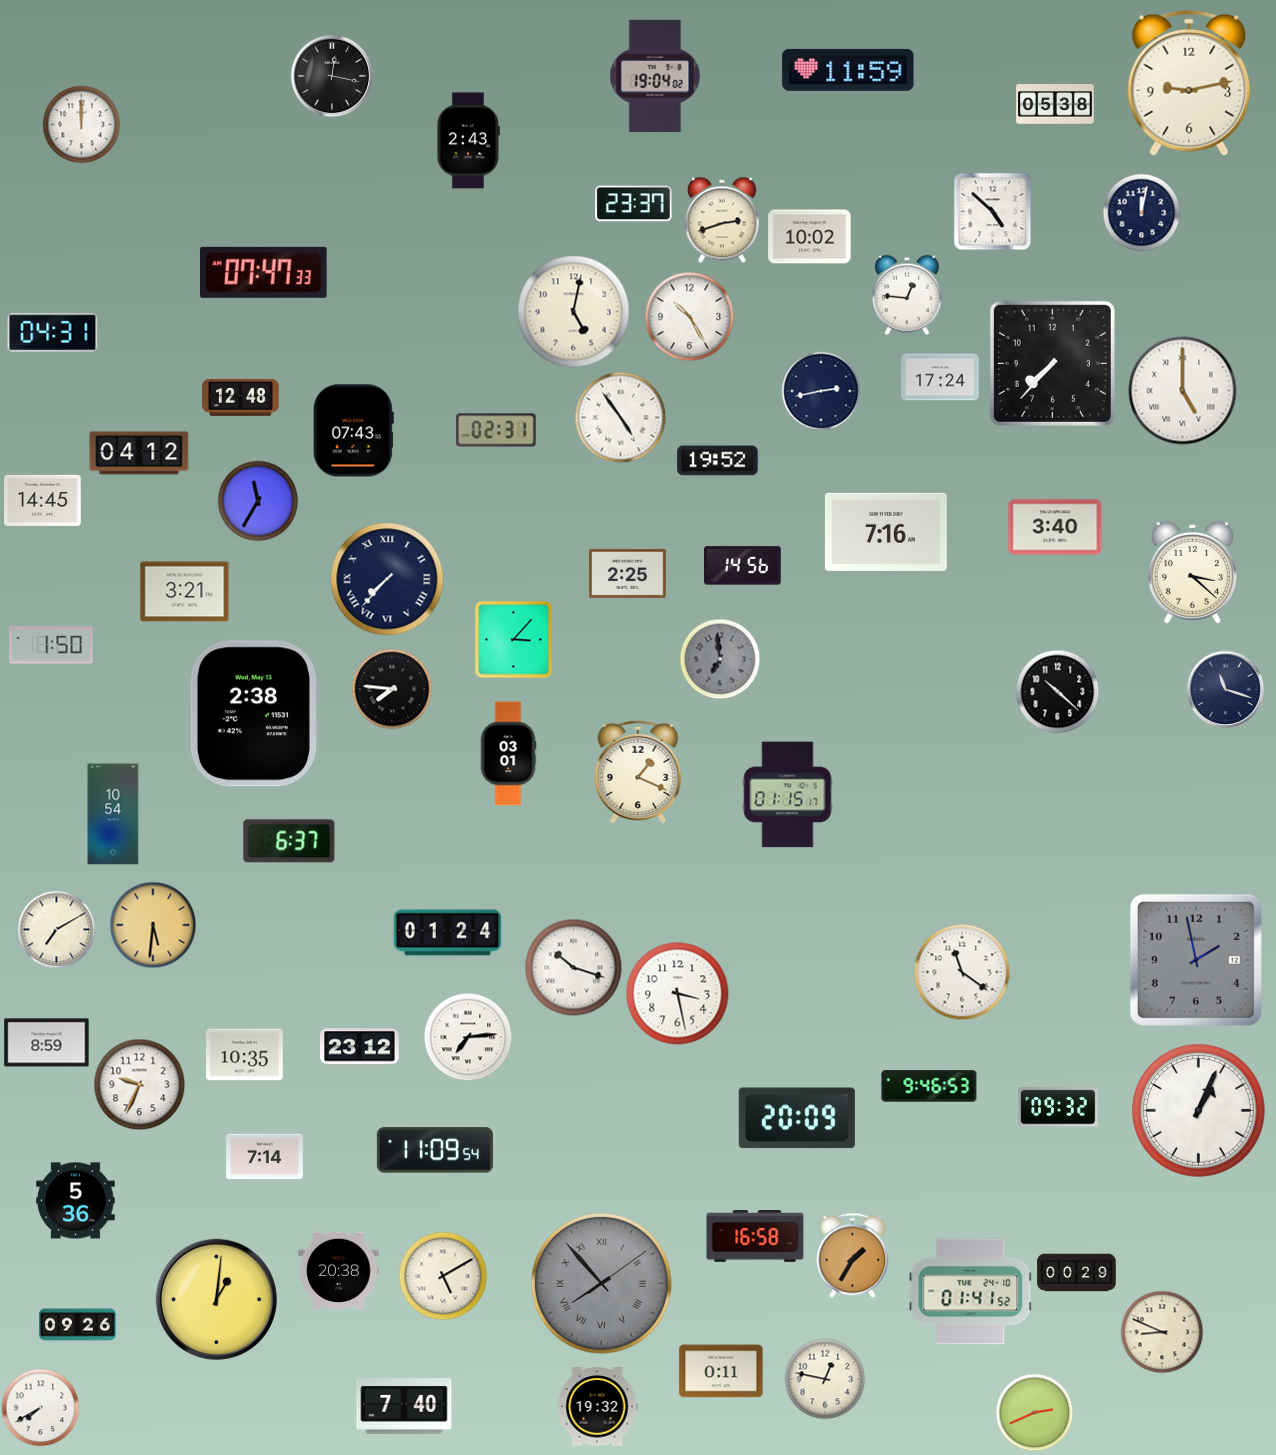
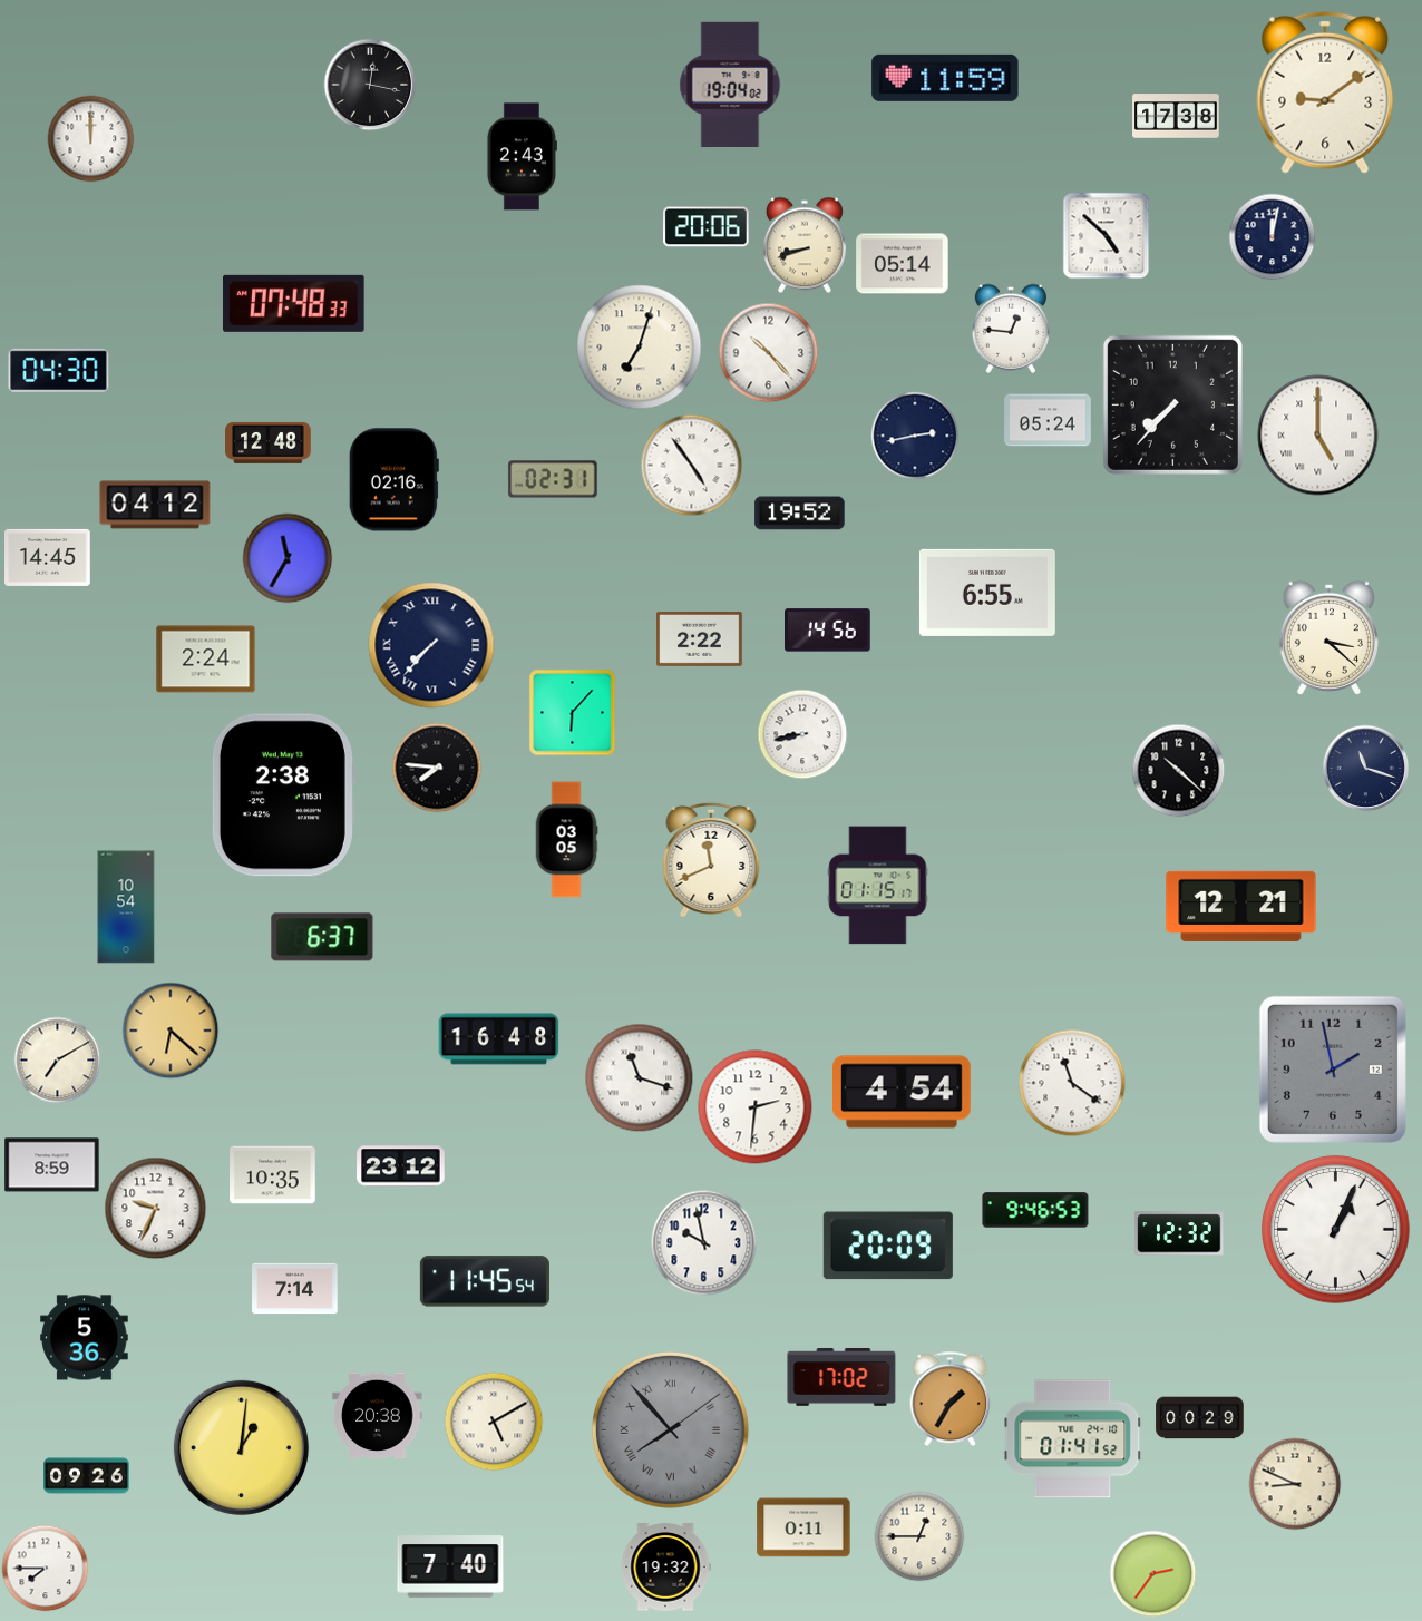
clock at (1189, 83): 9:13 -> 9:09
clock at (1055, 104): 05:38 -> 17:38
clock at (634, 204): 23:37 -> 20:06
clock at (722, 220): 2:42 -> 8:42
clock at (810, 237): 10:02 -> 05:14
clock at (264, 272): 07:47 -> 07:48
clock at (574, 312): 5:02 -> 7:03
clock at (689, 316): 10:25 -> 10:23
clock at (53, 332): 04:31 -> 04:30
clock at (940, 377): 17:24 -> 05:24
clock at (353, 431): 07:43 -> 02:16
clock at (1055, 527): 3:40 -> none
clock at (886, 532): 7:16 -> 6:55
clock at (628, 573): 2:25 -> 2:22
clock at (185, 592): 3:21 -> 2:24
clock at (513, 639): 3:07 -> 6:07
clock at (51, 645): 1:50 -> none
clock at (720, 659): 6:59 -> 8:43
clock at (720, 659) dial: grey -> white
clock at (508, 754): 03:01 -> 03:05
clock at (638, 772): 1:19 -> 11:41
clock at (1241, 906): none -> 12:21
clock at (153, 925): 5:31 -> 6:22
clock at (56, 929) position: (56, 929) -> (57, 1059)
clock at (448, 933): 01:24 -> 16:48
clock at (573, 967): 10:18 -> 11:18
clock at (903, 1092): none -> 4:54
clock at (678, 994): 3:28 -> 2:31
clock at (468, 1037): 7:14 -> none
clock at (47, 1043) position: (47, 1043) -> (52, 1165)
clock at (1058, 1107): 09:32 -> 12:32
clock at (1199, 1111) position: (1199, 1111) -> (1336, 1230)
clock at (703, 1242): none -> 9:58
clock at (435, 1150): 11:09 -> 11:45
clock at (755, 1237): 16:58 -> 17:02
clock at (971, 1292) position: (971, 1292) -> (1073, 1439)
clock at (825, 1379): 12:47 -> 12:45
clock at (40, 1407): 7:40 -> 7:45
clock at (1034, 1412): 2:41 -> 2:36
